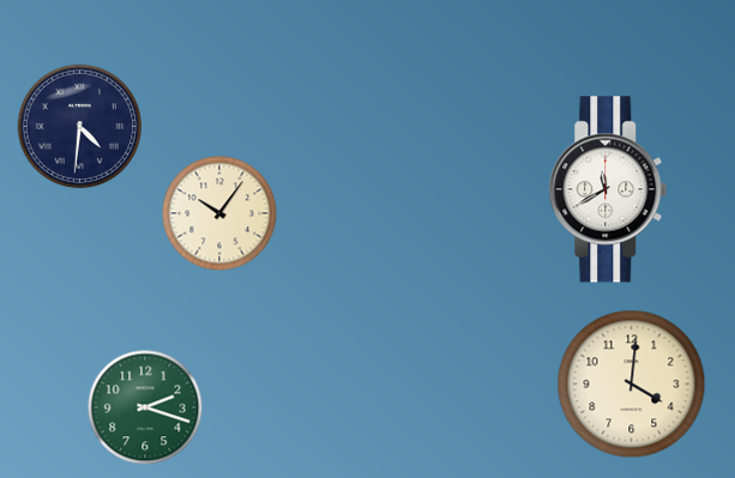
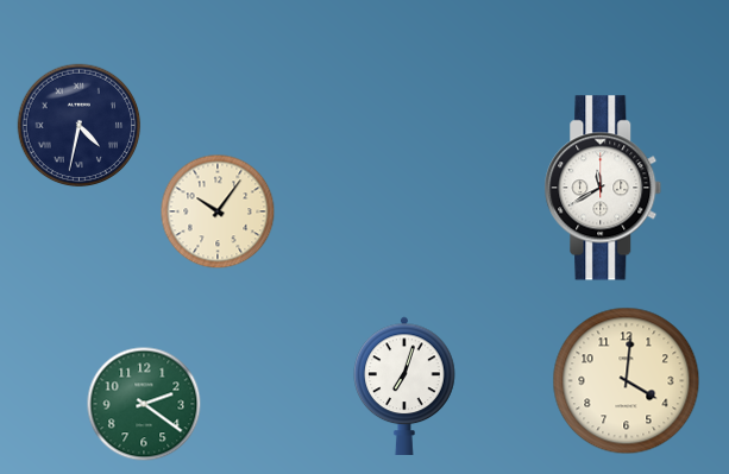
clock at (80, 127): 4:31 -> 4:32
clock at (404, 386): none -> 7:03
clock at (145, 407): 2:18 -> 2:21
